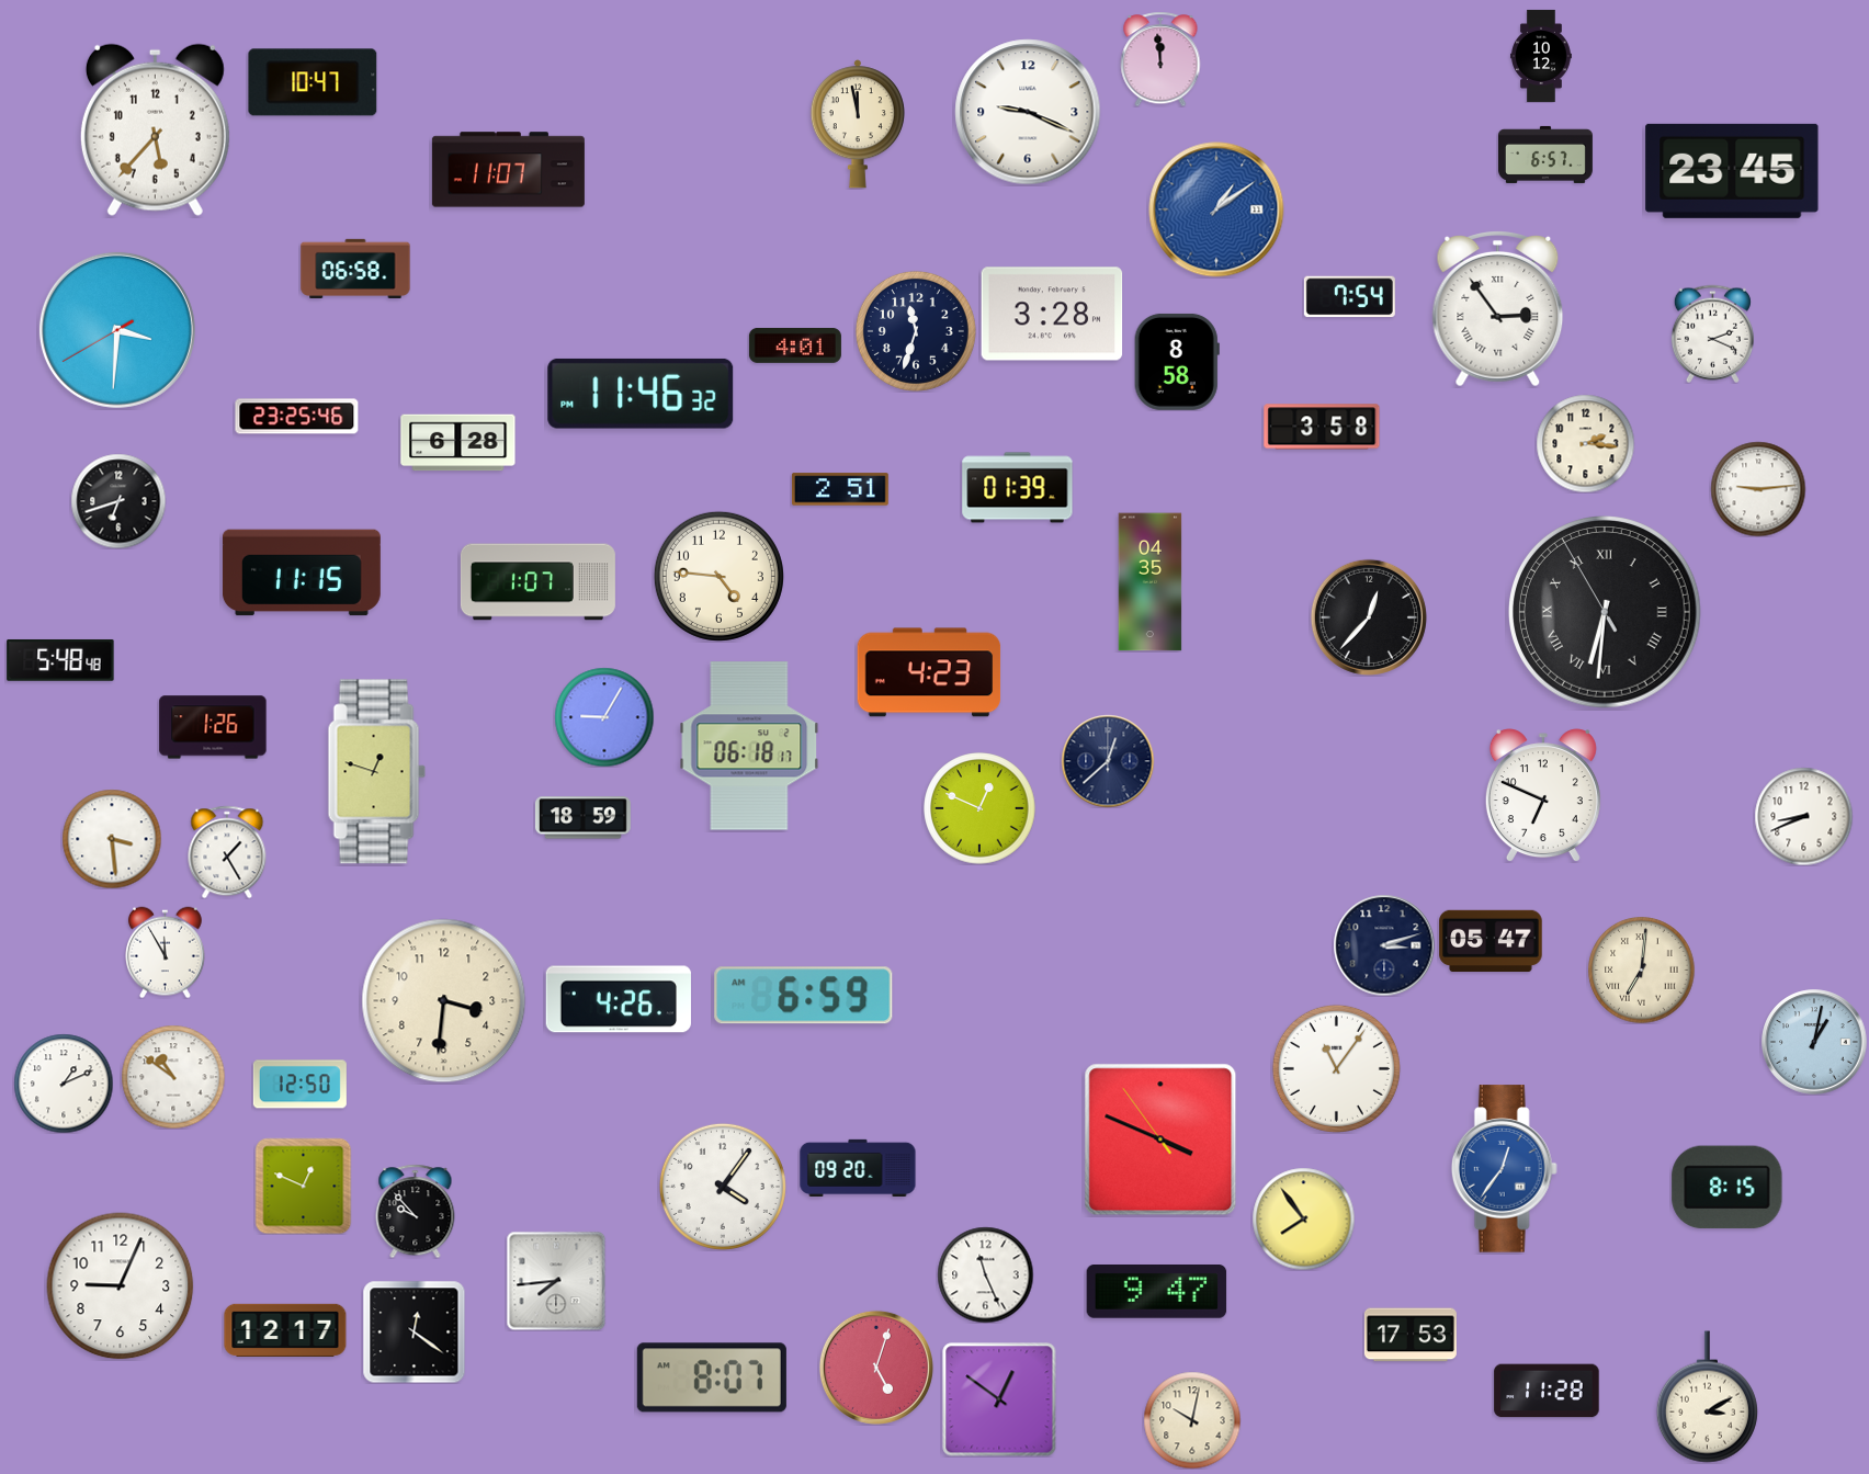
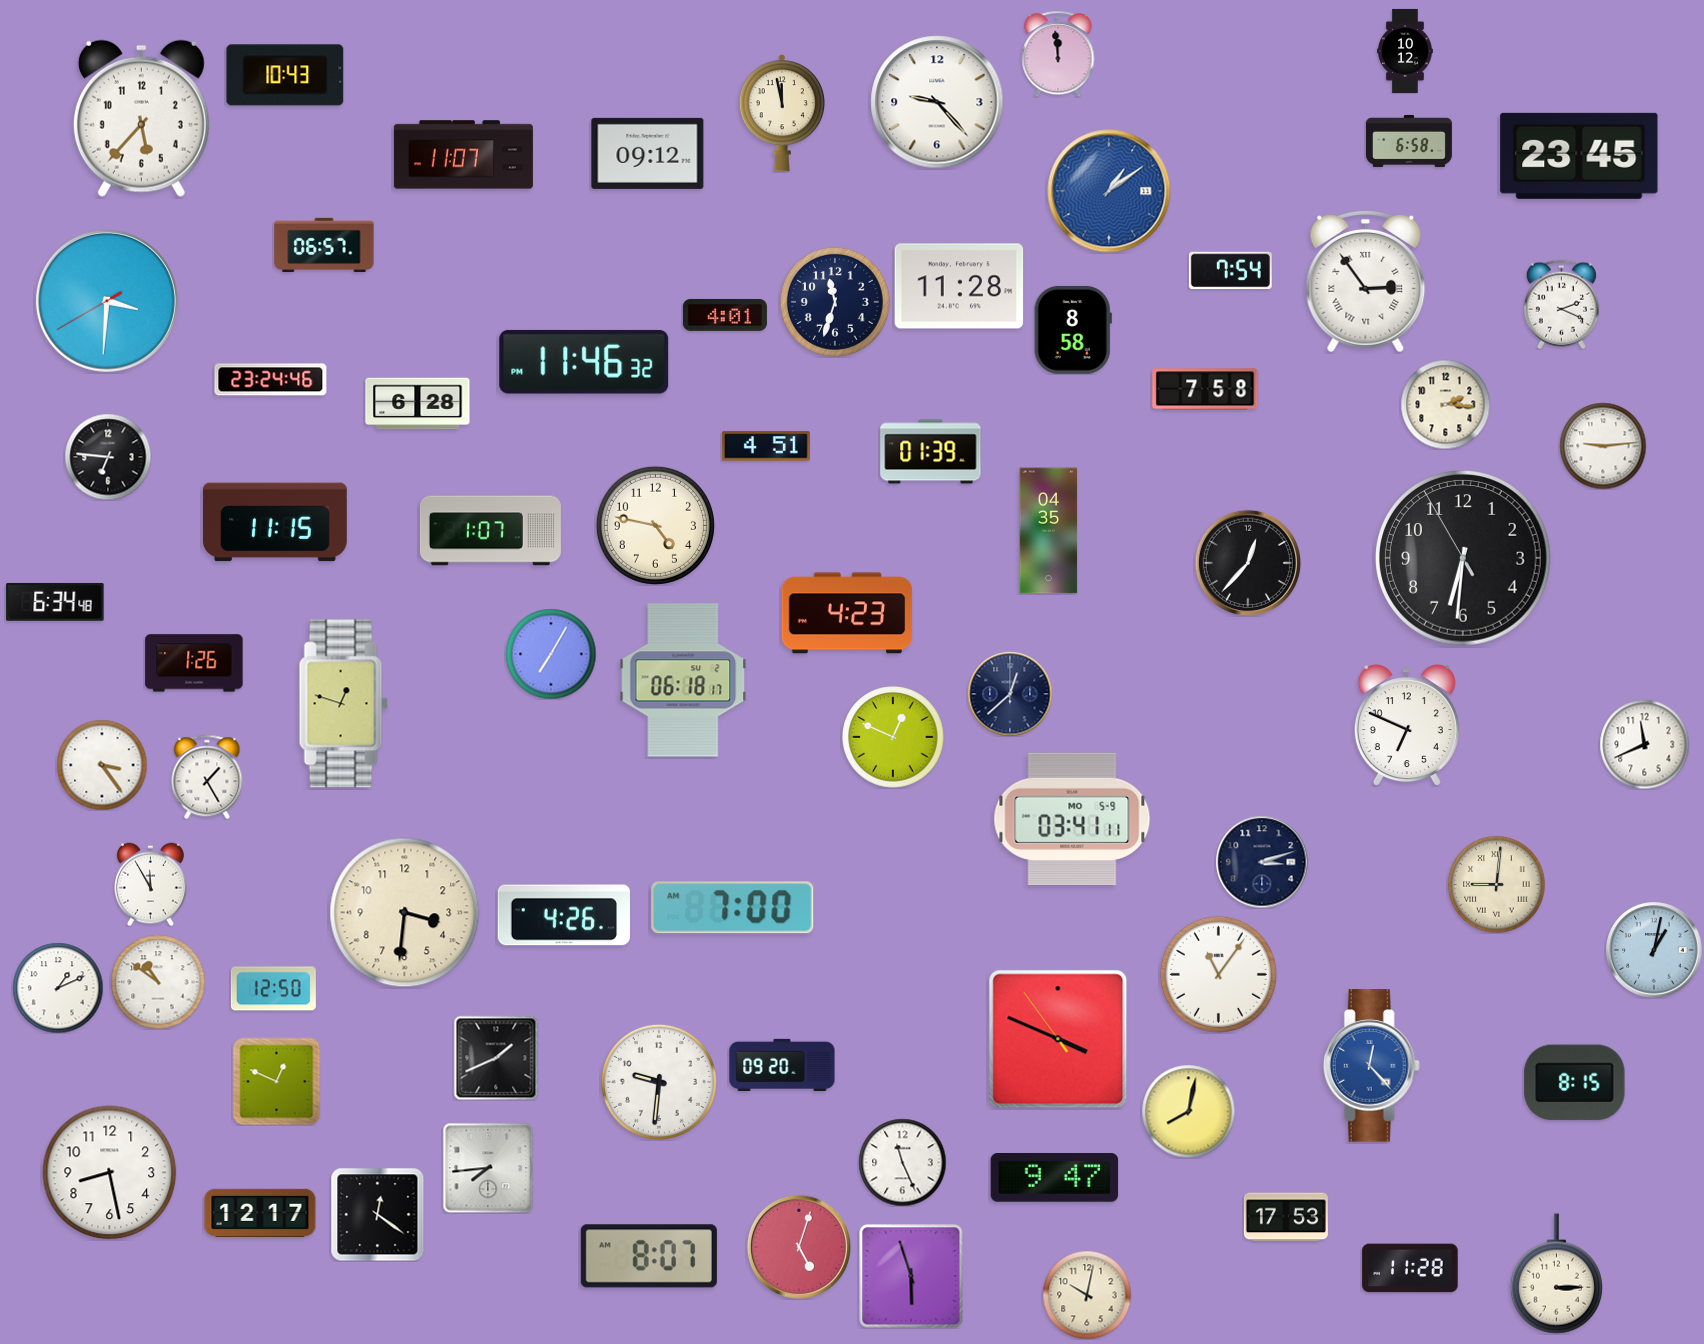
clock at (313, 82): 10:47 -> 10:43
clock at (1028, 112): 9:19 -> 9:23
clock at (1545, 155): 6:57 -> 6:58
clock at (648, 153): none -> 09:12
clock at (355, 269): 06:58 -> 06:57
clock at (1052, 314): 3:28 -> 11:28
clock at (641, 394) position: (641, 394) -> (584, 362)
clock at (297, 417): 23:25 -> 23:24
clock at (1322, 427): 3:58 -> 7:58
clock at (1018, 488) position: (1018, 488) -> (931, 452)
clock at (840, 489): 2:51 -> 4:51
clock at (118, 501): 6:42 -> 6:46
clock at (718, 576): 4:46 -> 4:47
clock at (1606, 613) numerals: Roman -> Arabic
clock at (60, 660): 5:48 -> 6:34
clock at (604, 717): 9:05 -> 7:05
clock at (1803, 816): 8:41 -> 11:41
clock at (582, 818): 18:59 -> none
clock at (112, 839): 3:29 -> 3:24
clock at (1072, 818): none -> 03:41
clock at (1491, 941): 05:47 -> none
clock at (166, 952) position: (166, 952) -> (151, 884)
clock at (1642, 971): 7:01 -> 9:01
clock at (804, 996): 6:59 -> 7:00
clock at (619, 999) position: (619, 999) -> (564, 915)
clock at (496, 1058): none -> 1:41
clock at (1504, 1169): 12:36 -> 12:23
clock at (723, 1187): 4:06 -> 9:31
clock at (416, 1211): 9:53 -> none
clock at (1303, 1218): 7:54 -> 8:02
clock at (985, 1274) position: (985, 1274) -> (902, 1162)
clock at (556, 1281) position: (556, 1281) -> (488, 1168)
clock at (121, 1286): 9:04 -> 8:28
clock at (1707, 1397): 3:10 -> 3:15
clock at (999, 1399): 12:51 -> 5:57
